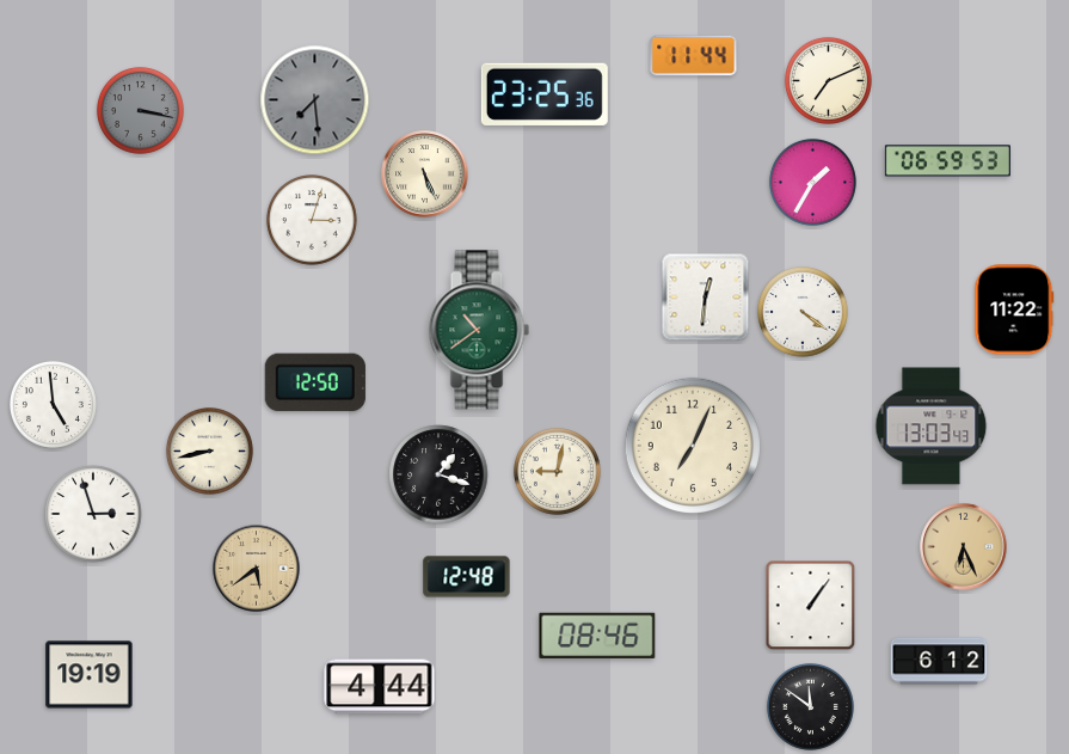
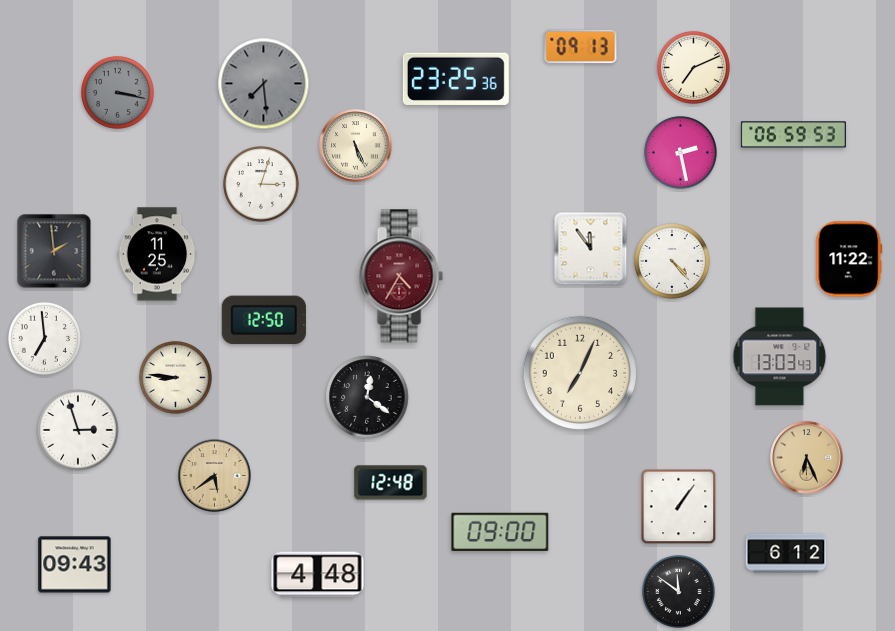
clock at (694, 56): 11:44 -> 09:13
clock at (812, 182): 1:35 -> 2:28
clock at (706, 298): 12:31 -> 11:54
clock at (54, 251): none -> 1:59
clock at (157, 254): none -> 11:25
clock at (804, 313): 4:21 -> 4:23
clock at (479, 330): 10:39 -> 4:35
clock at (479, 330) dial: green -> burgundy
clock at (53, 404): 4:59 -> 6:59
clock at (209, 450): 8:43 -> 8:46
clock at (557, 471): 9:02 -> none
clock at (438, 474): 1:18 -> 12:21
clock at (597, 636): 08:46 -> 09:00
clock at (90, 675): 19:19 -> 09:43
clock at (380, 687): 4:44 -> 4:48
